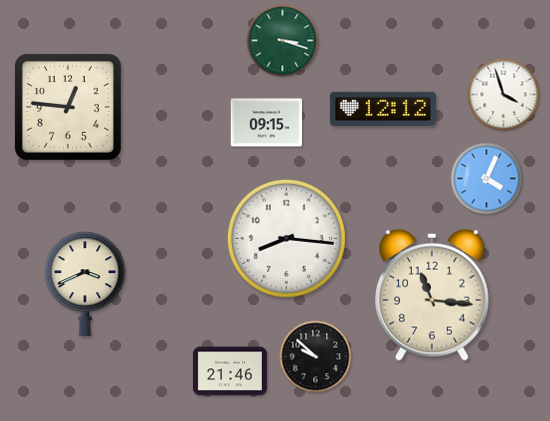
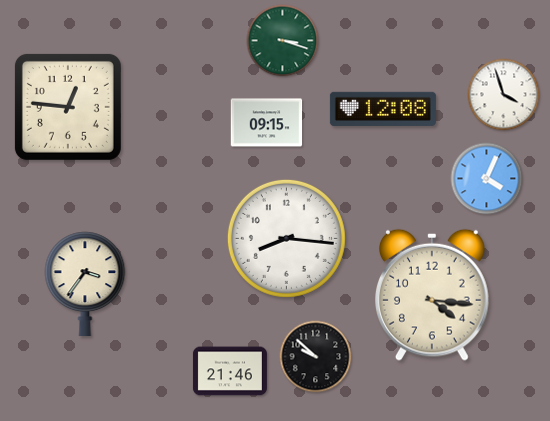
clock at (383, 109): 12:12 -> 12:08
clock at (85, 283): 3:41 -> 3:36
clock at (433, 295): 11:16 -> 4:16
